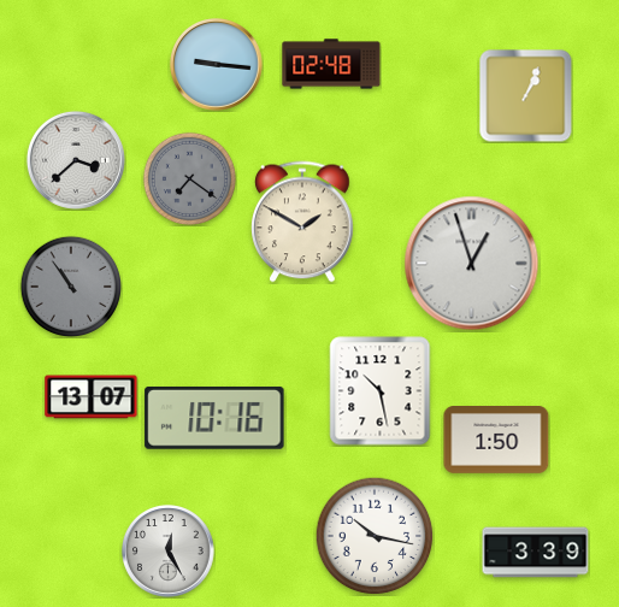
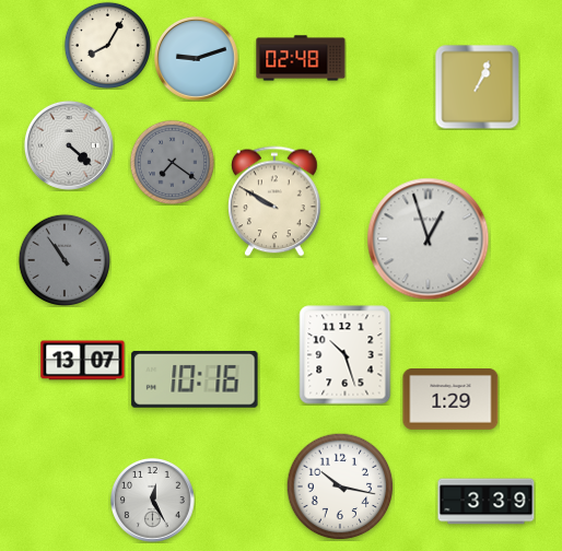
clock at (107, 45): none -> 8:05
clock at (217, 65): 9:16 -> 9:12
clock at (76, 160): 3:38 -> 4:22
clock at (303, 222): 1:50 -> 9:50
clock at (381, 391): 10:28 -> 10:27
clock at (496, 441): 1:50 -> 1:29
